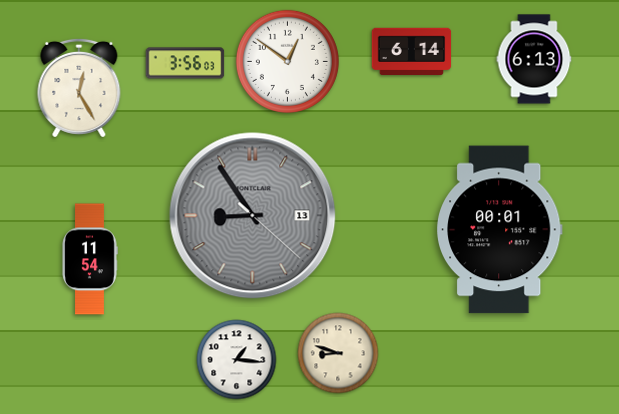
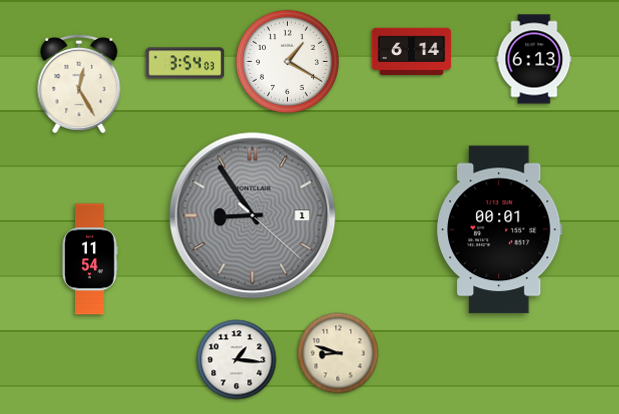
clock at (287, 61): 12:51 -> 1:20
clock at (185, 63): 3:56 -> 3:54
clock at (79, 88) position: (79, 88) -> (79, 84)
clock at (253, 216) date: 13 -> 1
